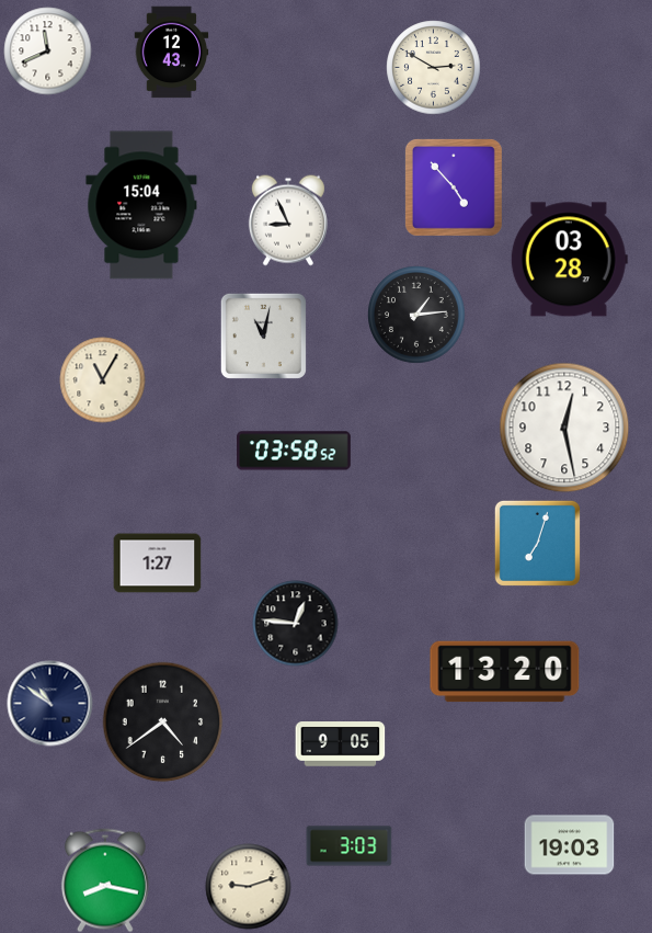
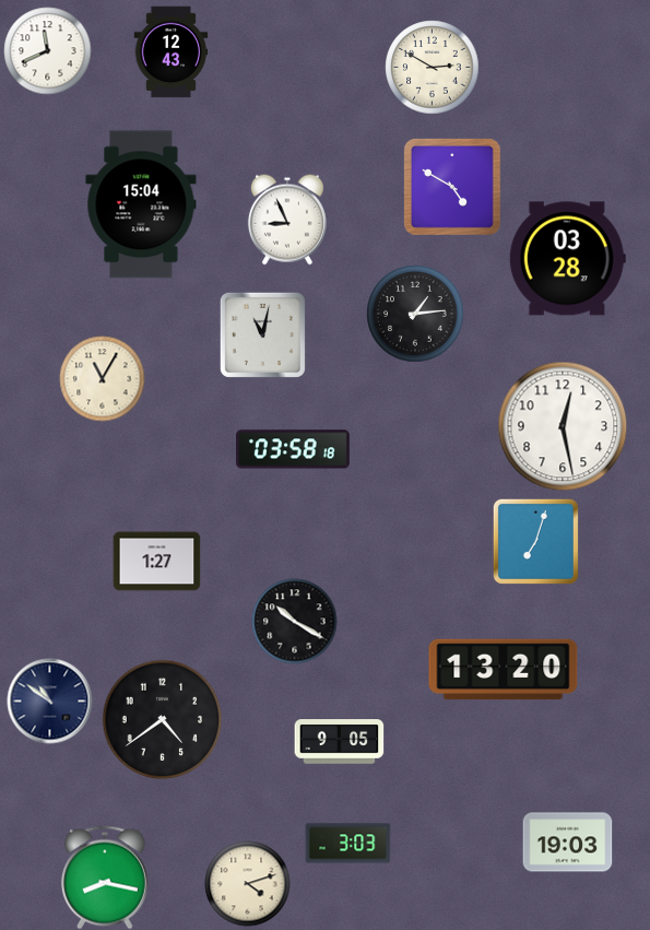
clock at (454, 187): 4:53 -> 4:50
clock at (295, 451): 03:58:52 -> 03:58:18
clock at (295, 623): 12:46 -> 10:20
clock at (248, 886): 9:12 -> 4:12
